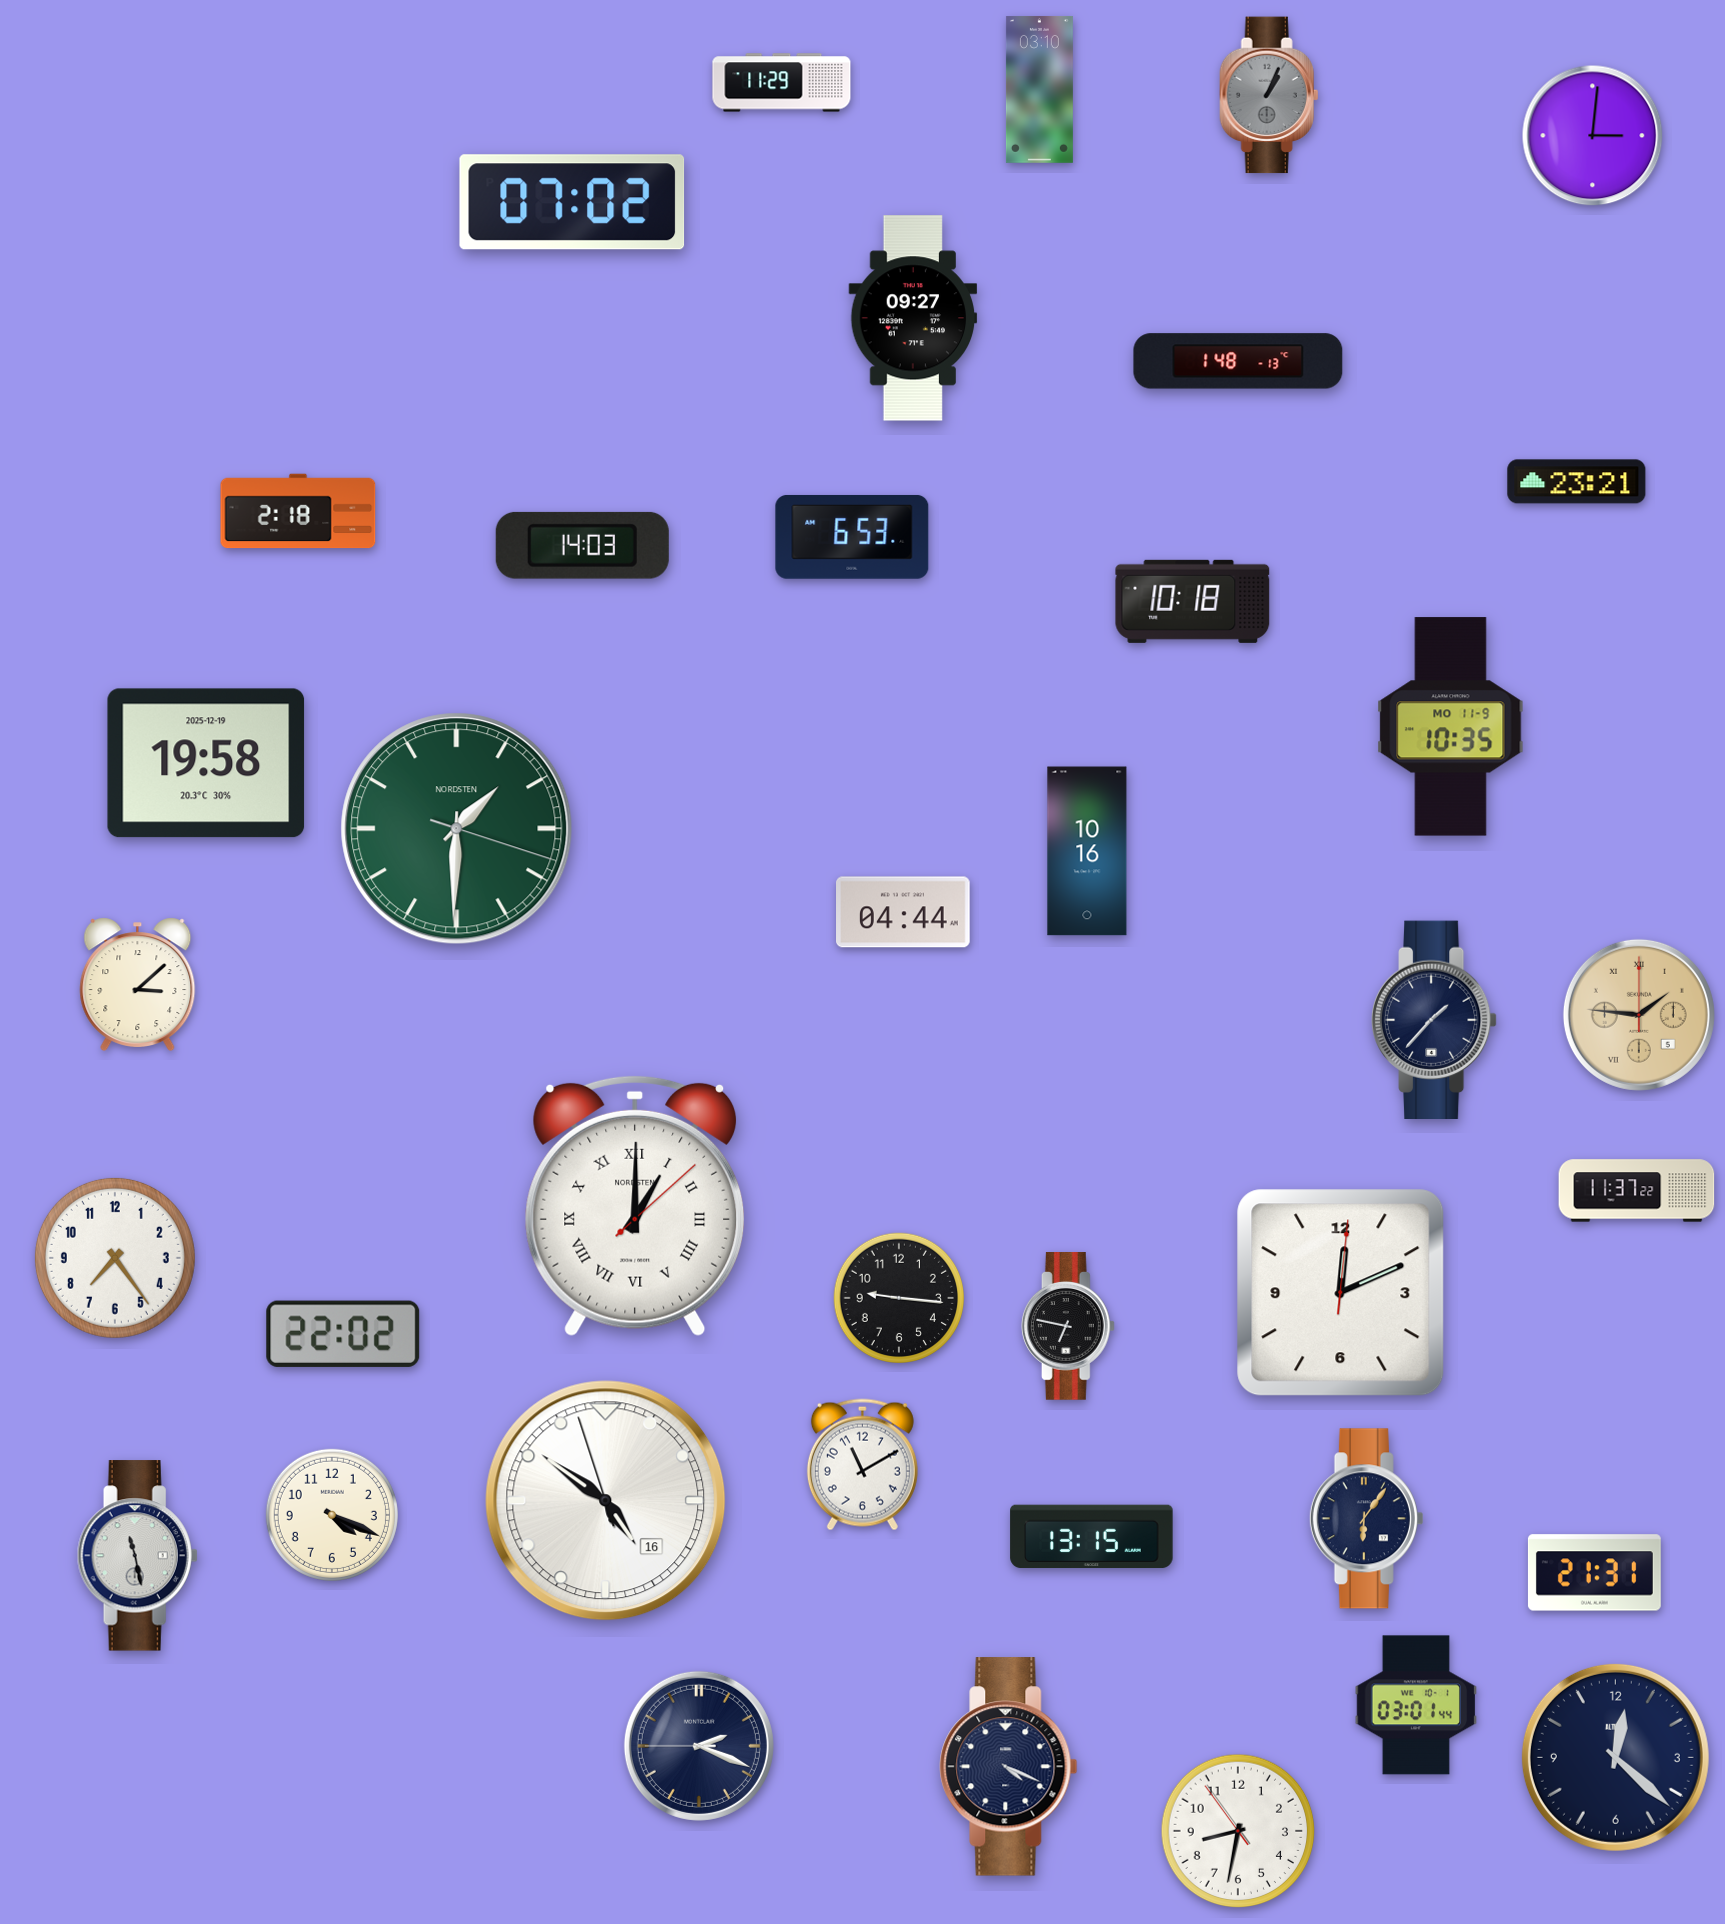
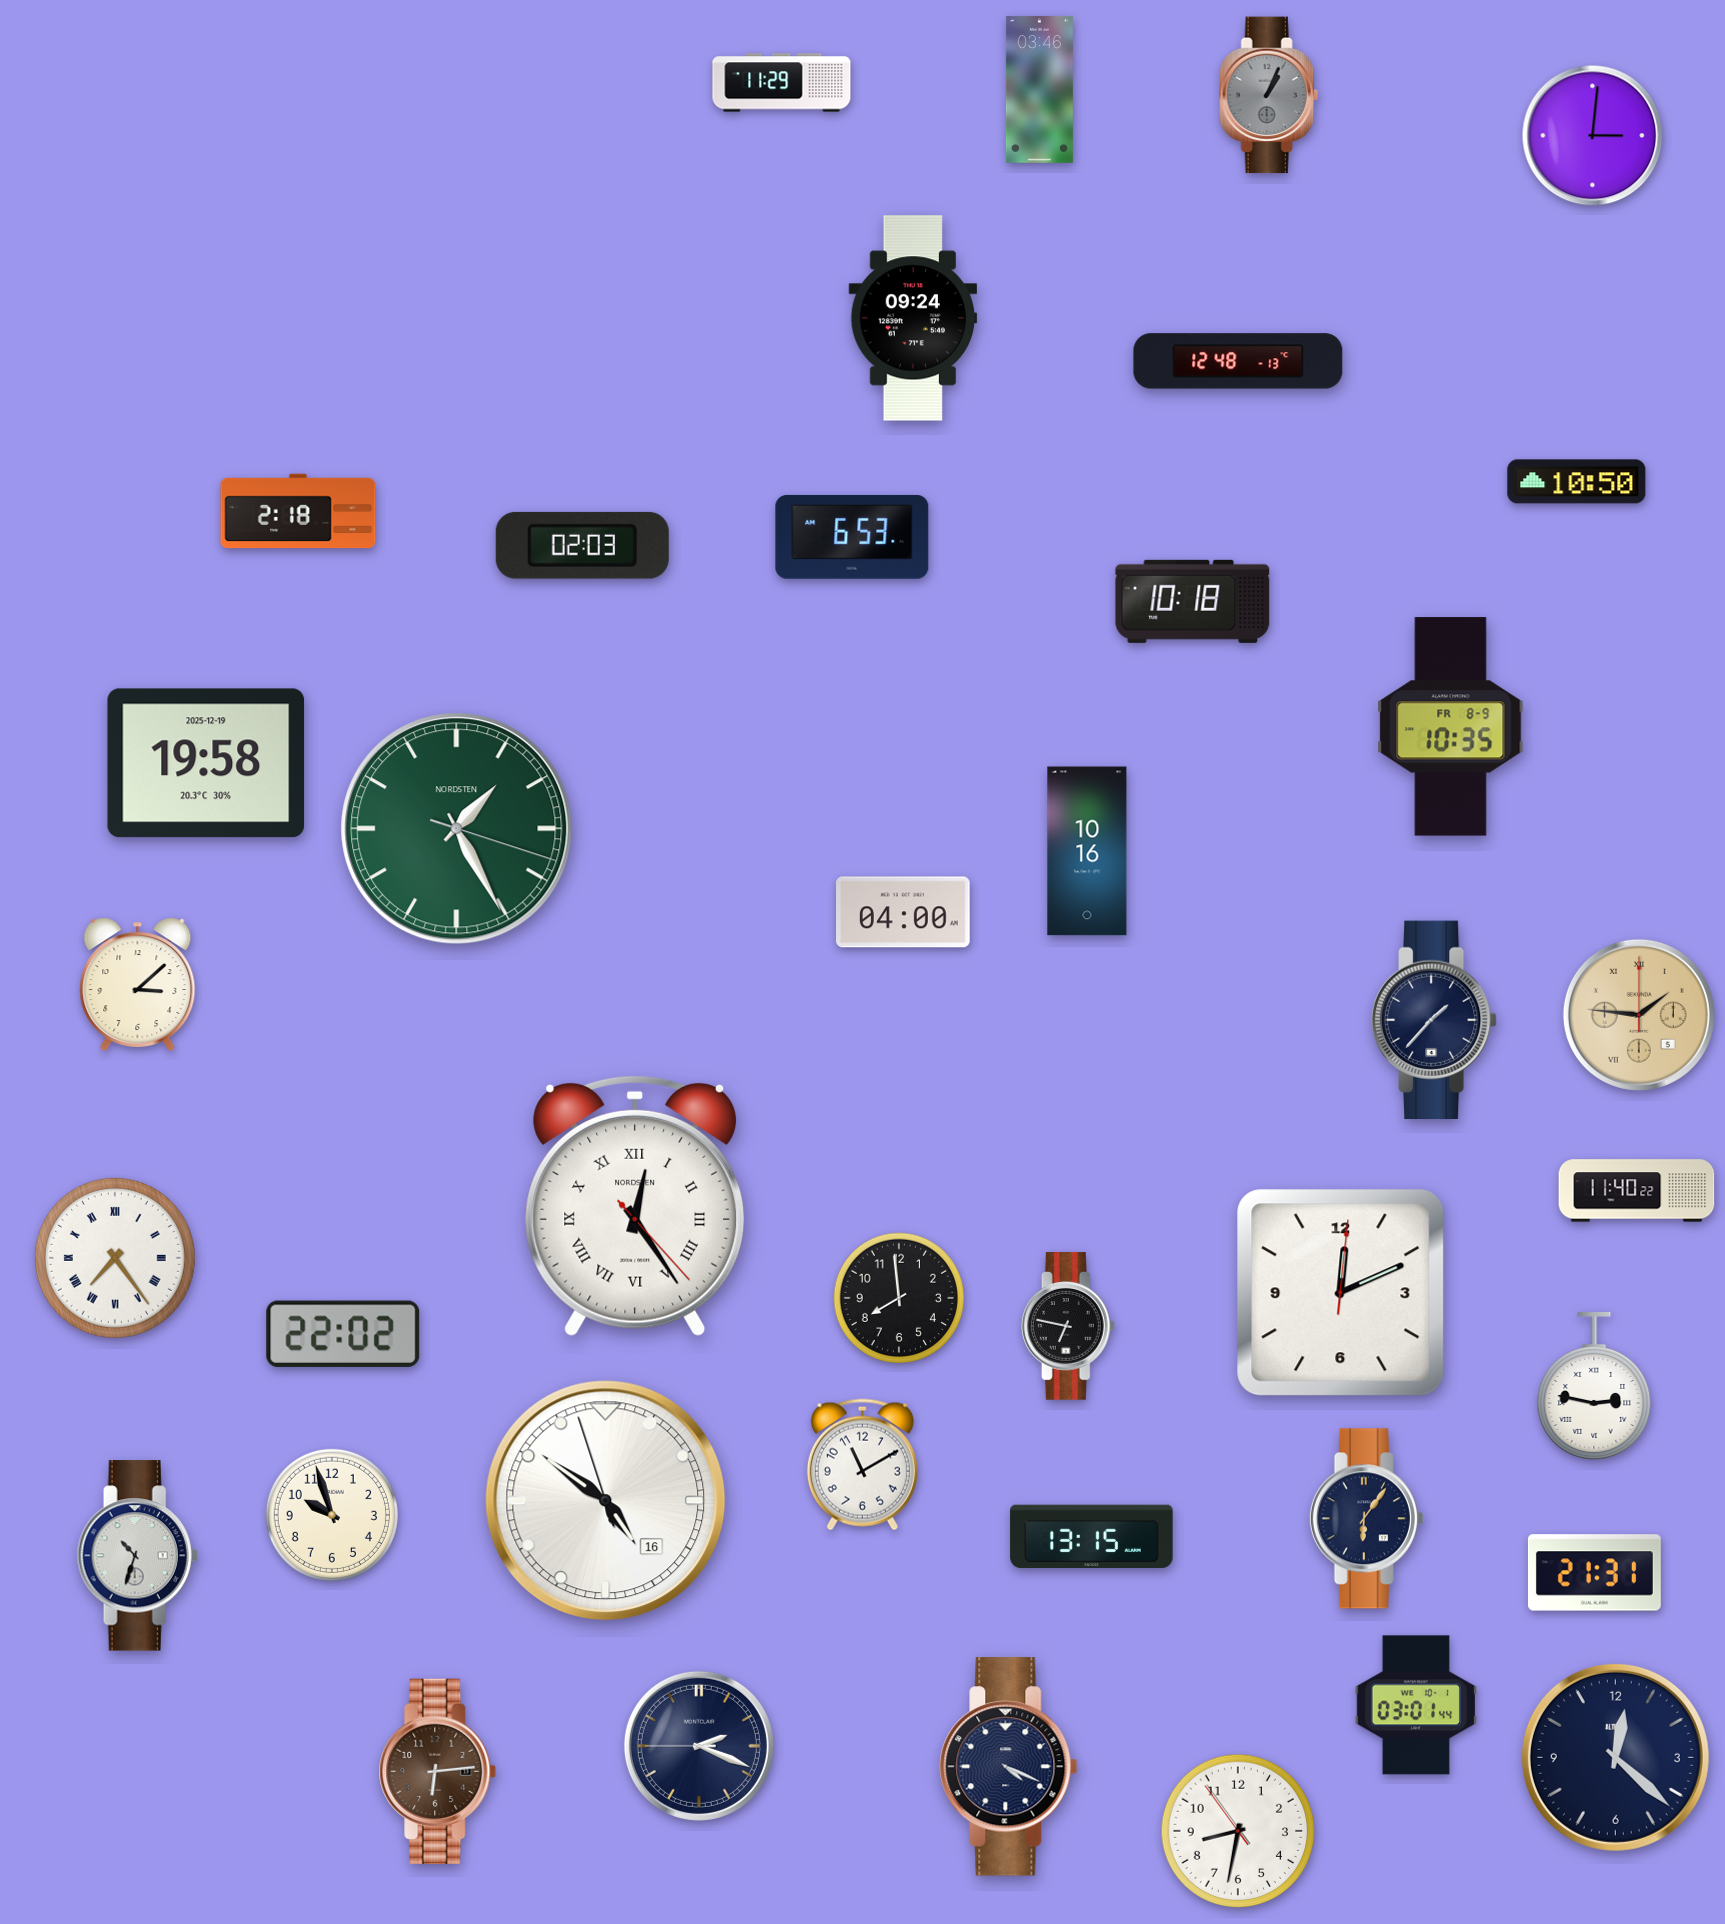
clock at (1039, 90): 03:10 -> 03:46
clock at (572, 202): 07:02 -> none
clock at (913, 318): 09:27 -> 09:24
clock at (1238, 361): 1:48 -> 12:48
clock at (1577, 482): 23:21 -> 10:50
clock at (582, 545): 14:03 -> 02:03
clock at (1451, 727) date: MO 11-9 -> FR 8-9
clock at (457, 829): 1:30 -> 1:25
clock at (904, 912): 04:44 -> 04:00
clock at (1637, 1191): 11:37 -> 11:40
clock at (635, 1206): 1:00 -> 12:24
clock at (115, 1258) numerals: Arabic -> Roman
clock at (898, 1297): 9:16 -> 7:59
clock at (1594, 1387): none -> 2:47
clock at (332, 1515): 4:19 -> 9:57
clock at (137, 1556): 11:28 -> 10:33
clock at (438, 1771): none -> 6:14
